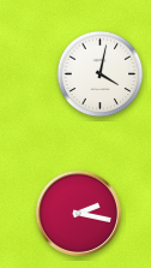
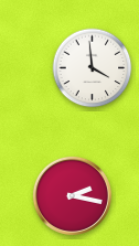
clock at (101, 75): 4:02 -> 3:59
